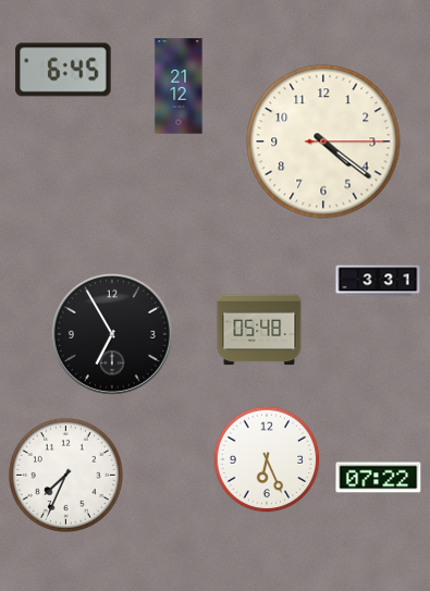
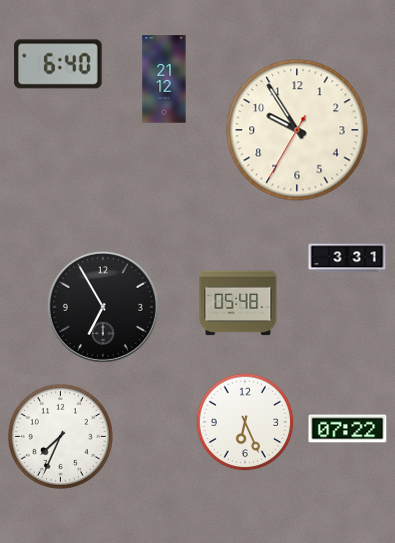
clock at (63, 70): 6:45 -> 6:40
clock at (323, 141): 4:21 -> 9:54
clock at (379, 478) position: (379, 478) -> (348, 429)
